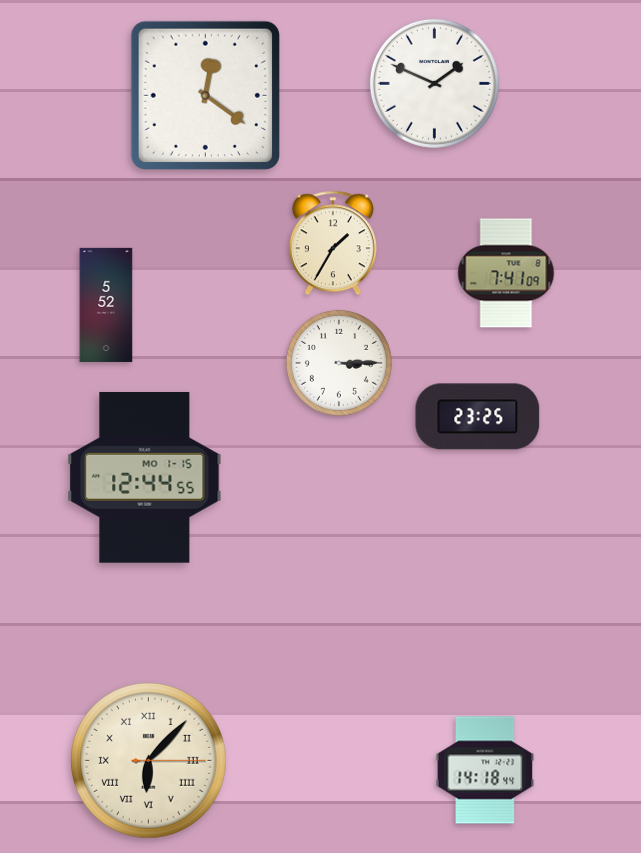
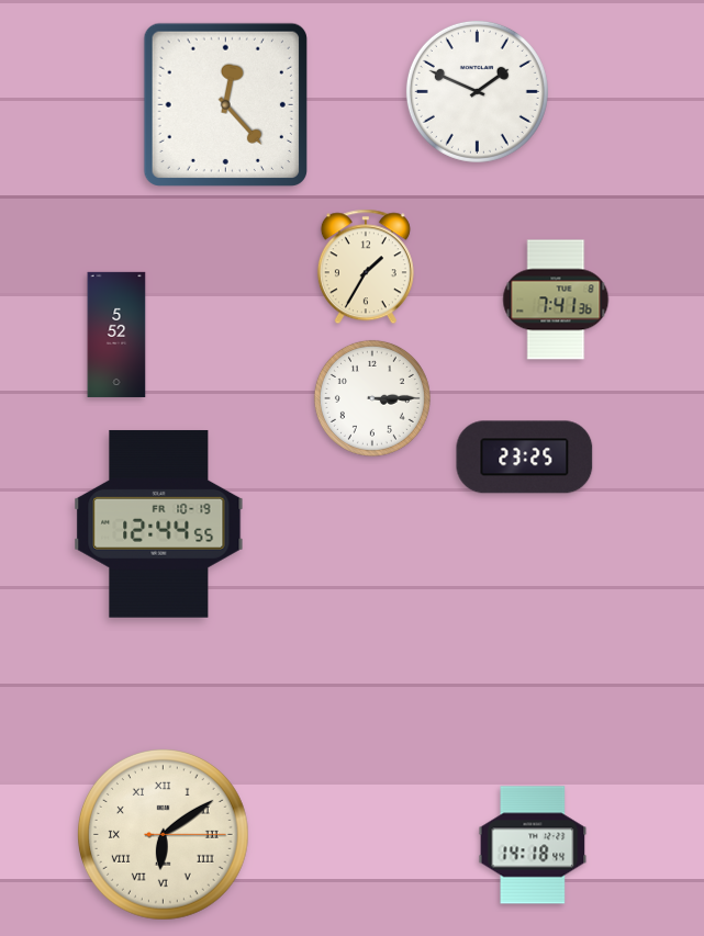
clock at (205, 95): 12:21 -> 12:23
clock at (506, 273): 7:41:09 -> 7:41:36
clock at (145, 477) date: MO 1-15 -> FR 10-19
clock at (148, 760): 6:07 -> 6:09
